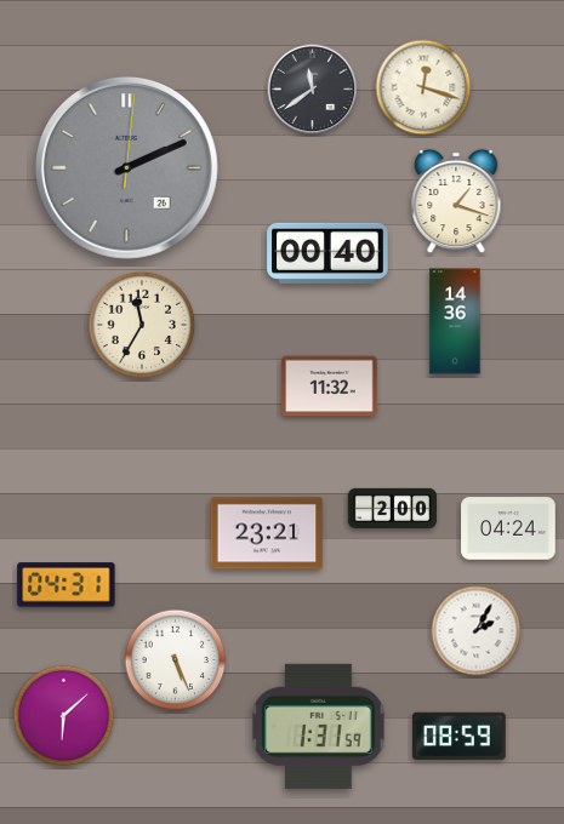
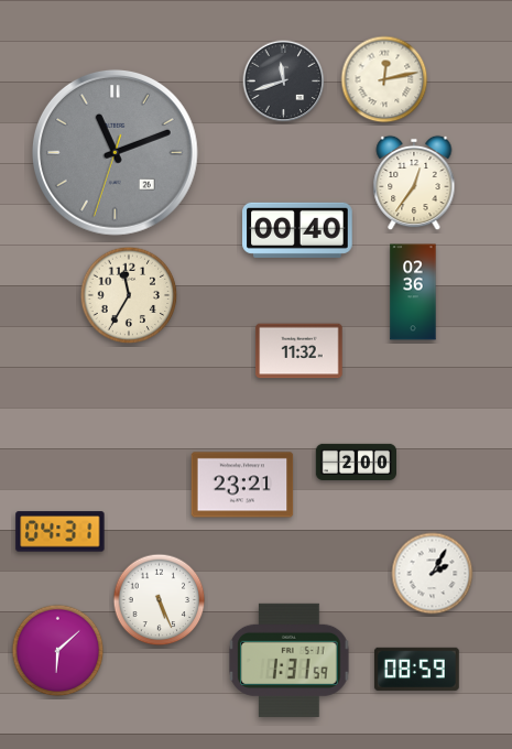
clock at (423, 87): 12:18 -> 12:13
clock at (313, 90): 11:39 -> 11:42
clock at (126, 167): 2:11 -> 11:11
clock at (456, 201): 1:18 -> 12:36
clock at (455, 321): 14:36 -> 02:36
clock at (508, 528): 04:24 -> none
